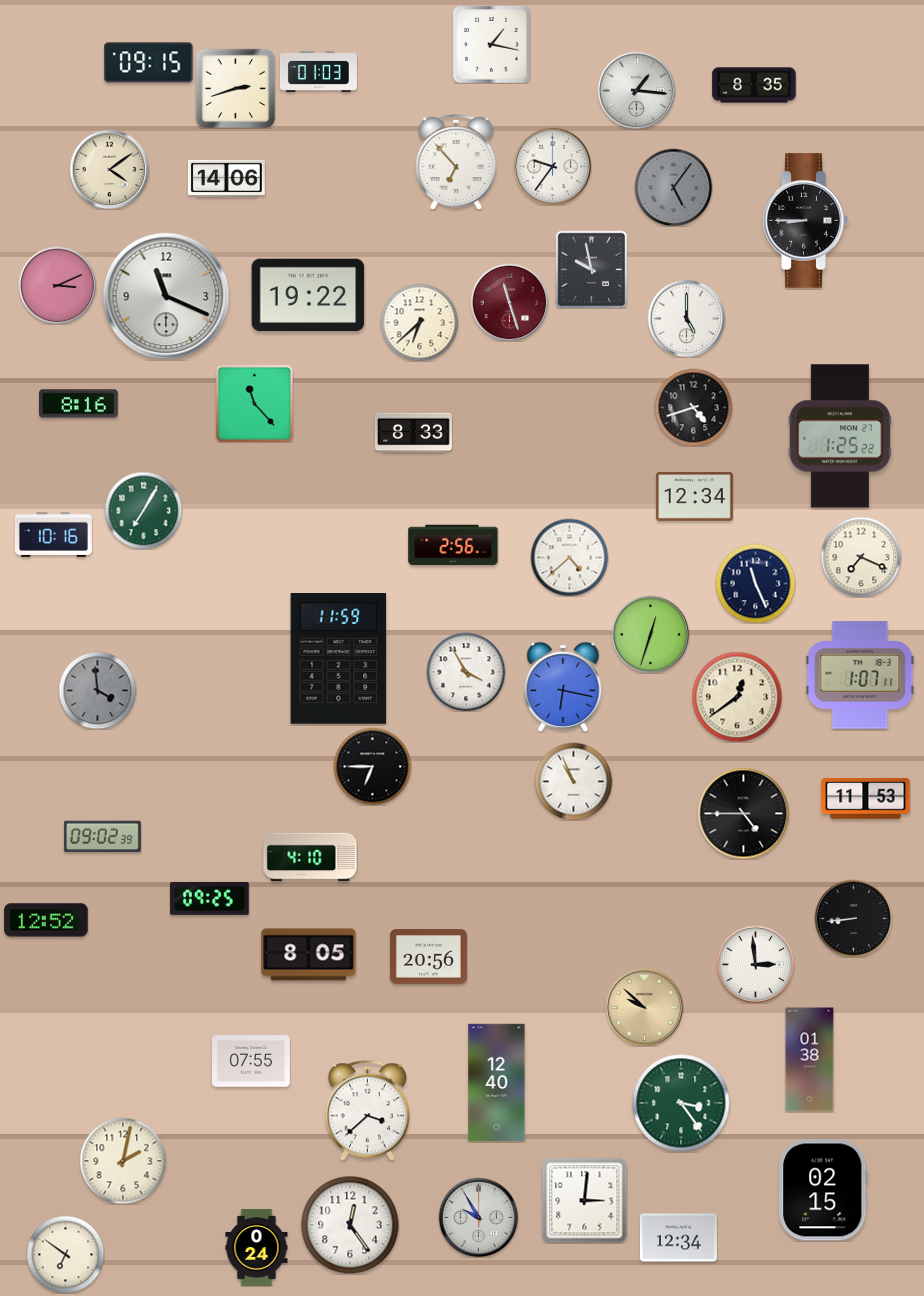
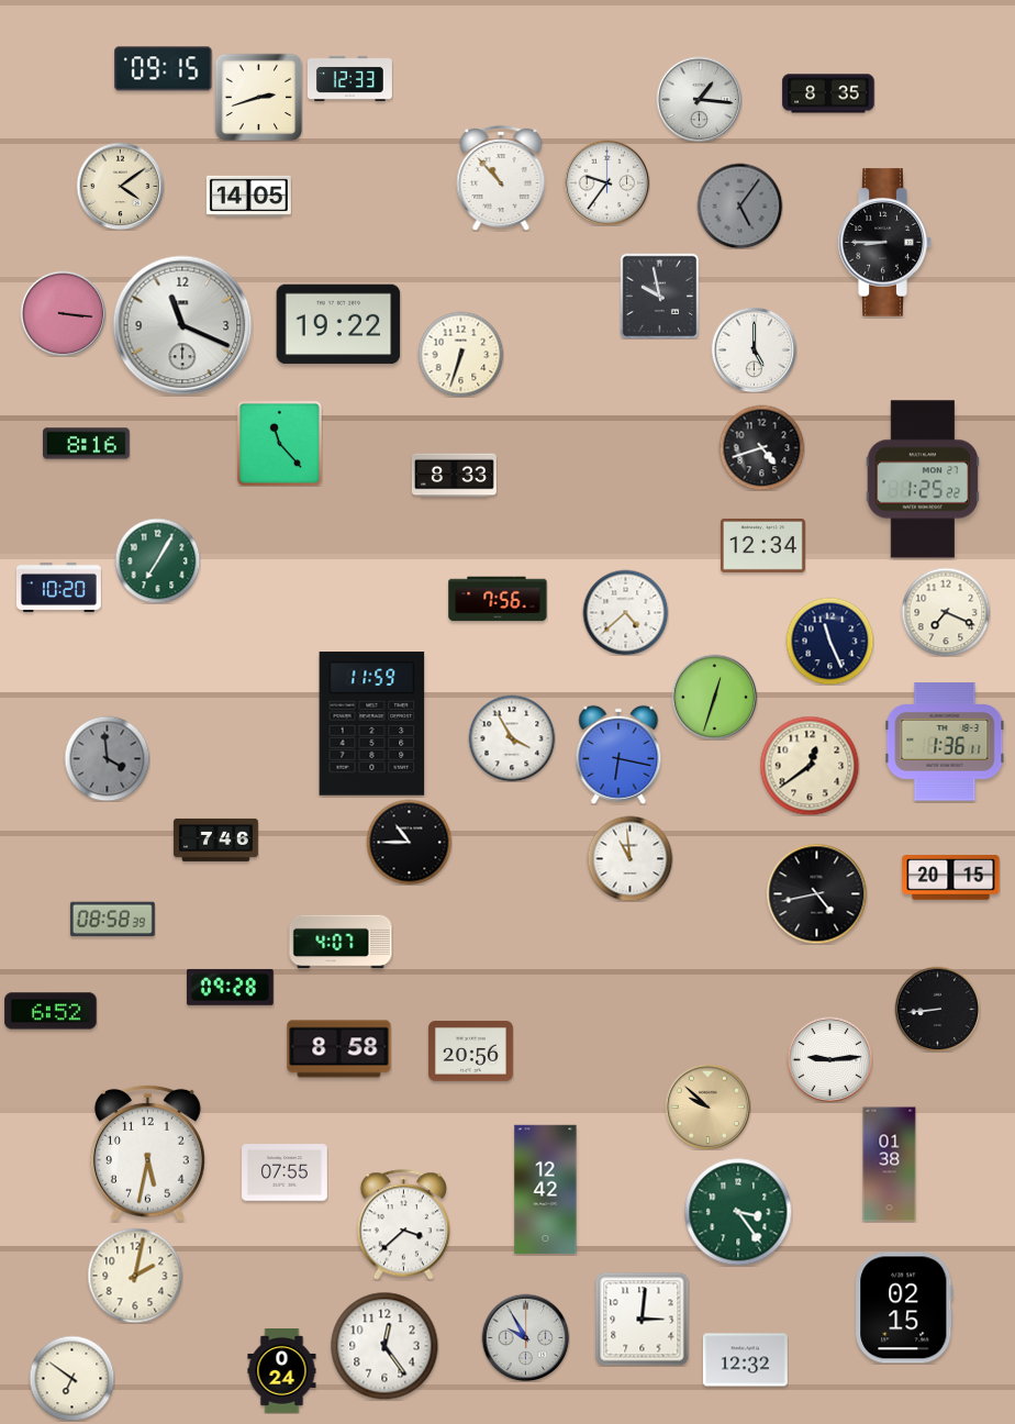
clock at (491, 44): 1:17 -> none
clock at (318, 71): 01:03 -> 12:33
clock at (456, 162): 6:53 -> 10:53
clock at (226, 178): 14:06 -> 14:05
clock at (592, 269) position: (592, 269) -> (660, 296)
clock at (57, 285): 3:11 -> 3:16
clock at (509, 302): 11:27 -> none
clock at (419, 322): 6:38 -> 6:33
clock at (53, 534): 10:16 -> 10:20
clock at (453, 545): 2:56 -> 7:56
clock at (860, 675): 1:07 -> 1:36
clock at (216, 839): none -> 7:46
clock at (372, 766): 6:45 -> 10:45
clock at (573, 781): 10:56 -> 10:59
clock at (866, 799): 11:53 -> 20:15
clock at (743, 813): 4:45 -> 4:43
clock at (102, 837): 09:02 -> 08:58
clock at (310, 857): 4:10 -> 4:07
clock at (209, 898): 09:25 -> 09:28
clock at (46, 920): 12:52 -> 6:52
clock at (309, 955): 8:05 -> 8:58
clock at (755, 964): 2:59 -> 9:14
clock at (147, 1153): none -> 5:32
clock at (252, 1061) position: (252, 1061) -> (286, 1172)
clock at (497, 1083): 12:40 -> 12:42
clock at (681, 1103) position: (681, 1103) -> (738, 1212)
clock at (367, 1111) position: (367, 1111) -> (403, 1225)
clock at (678, 1238): 12:34 -> 12:32
